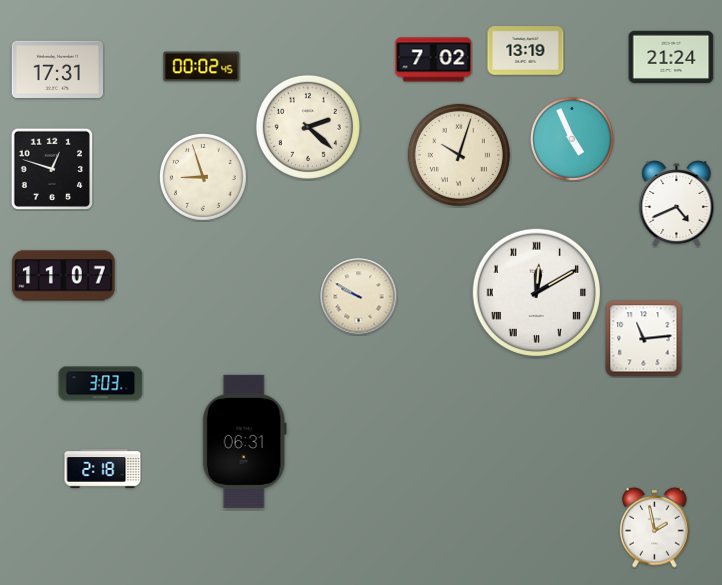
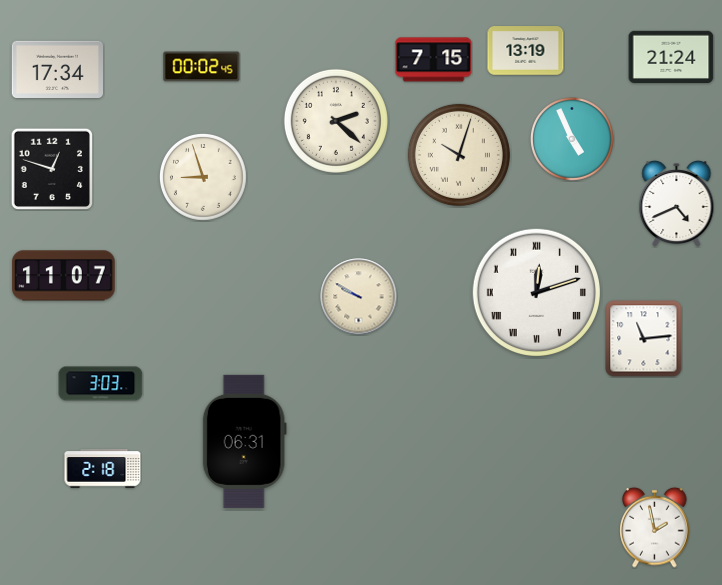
clock at (434, 60): 7:02 -> 7:15
clock at (57, 70): 17:31 -> 17:34
clock at (308, 127) position: (308, 127) -> (336, 121)
clock at (536, 292): 12:10 -> 12:12
